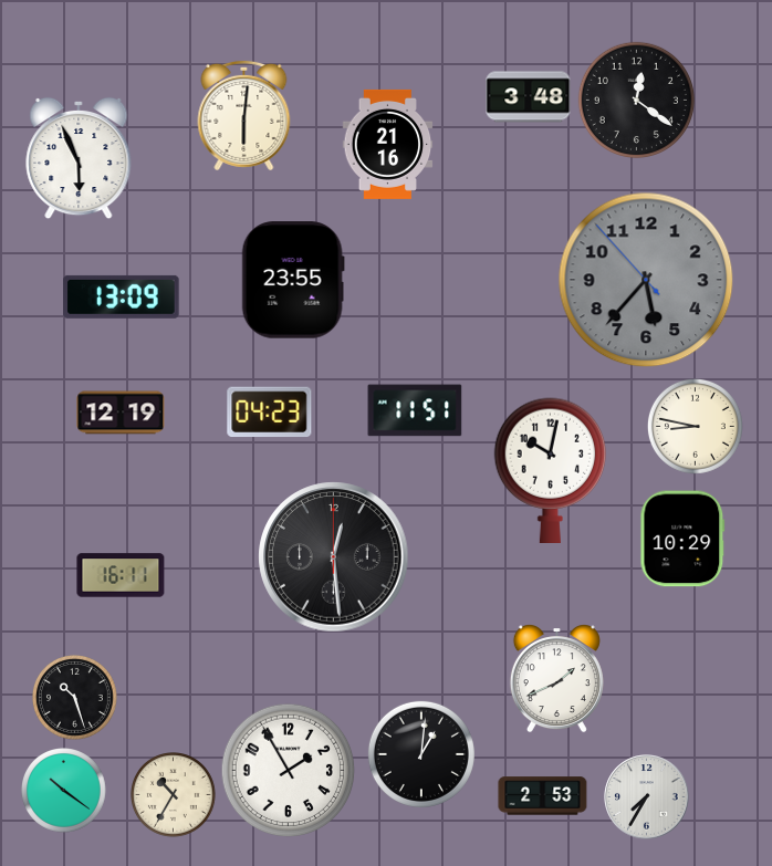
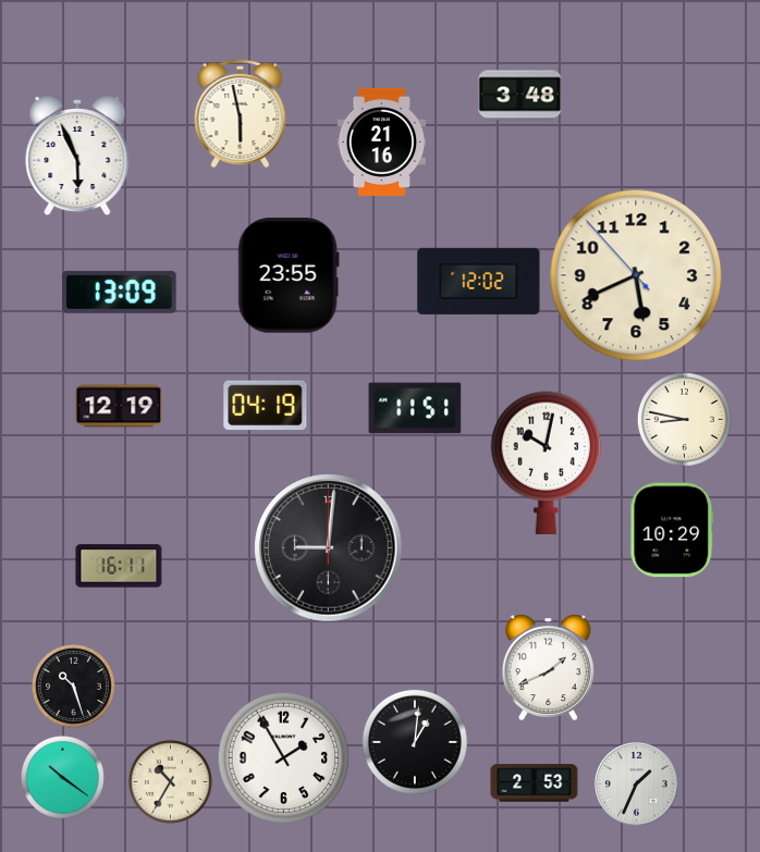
clock at (636, 100): 12:21 -> none
clock at (244, 115): 6:01 -> 5:58
clock at (646, 280): 5:36 -> 5:40
clock at (646, 280) dial: grey -> cream
clock at (479, 281): none -> 12:02
clock at (415, 410) position: (415, 410) -> (415, 408)
clock at (270, 413): 04:23 -> 04:19
clock at (551, 470) position: (551, 470) -> (547, 462)
clock at (334, 557): 12:29 -> 9:01
clock at (647, 797): 7:35 -> 1:34
